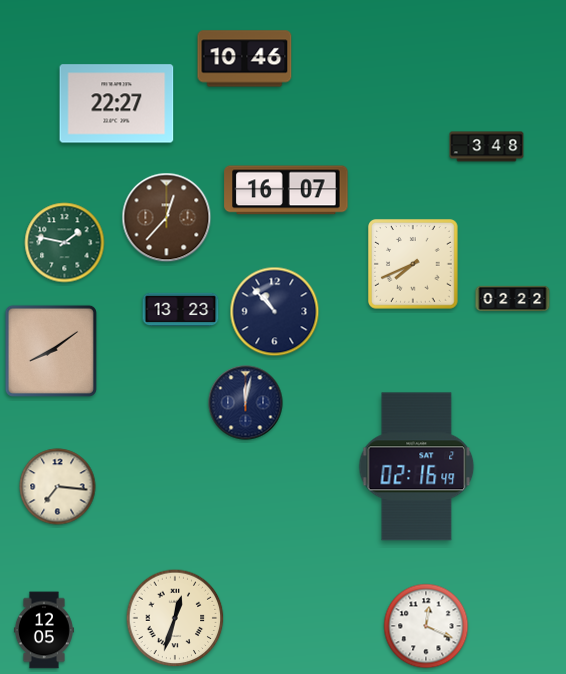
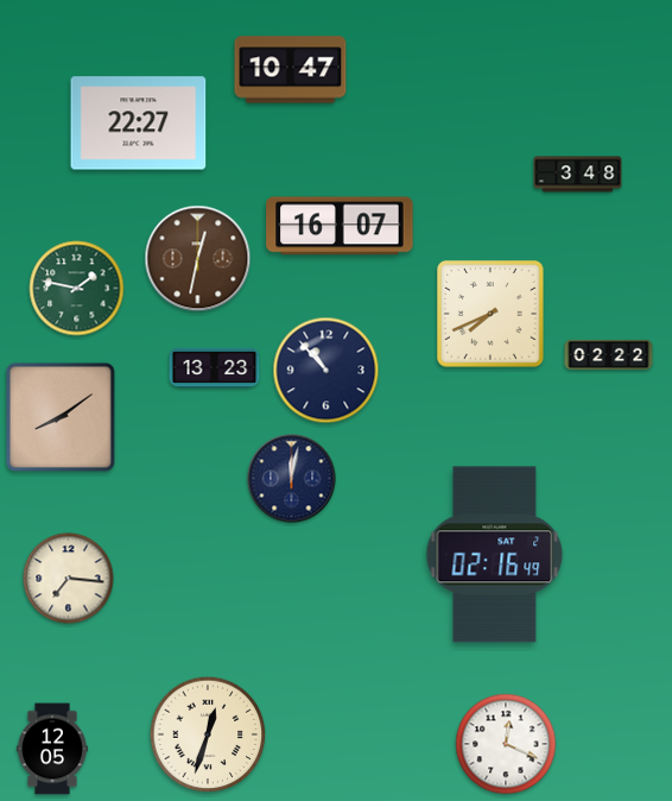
clock at (245, 59): 10:46 -> 10:47
clock at (167, 218): 12:37 -> 12:32
